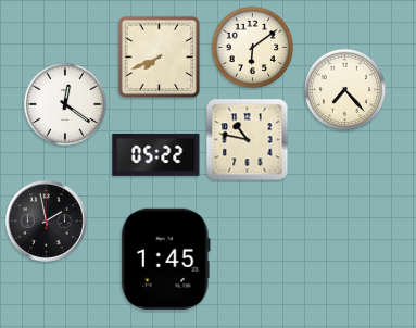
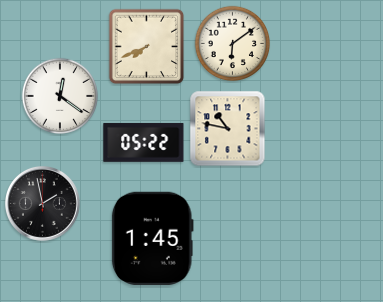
clock at (160, 58) position: (160, 58) -> (147, 47)
clock at (345, 90): 7:23 -> none
